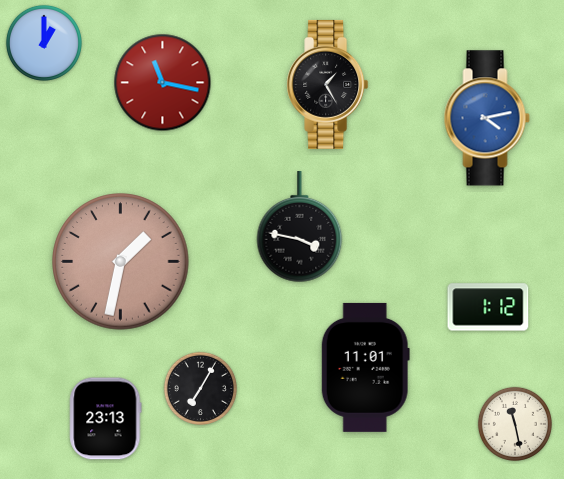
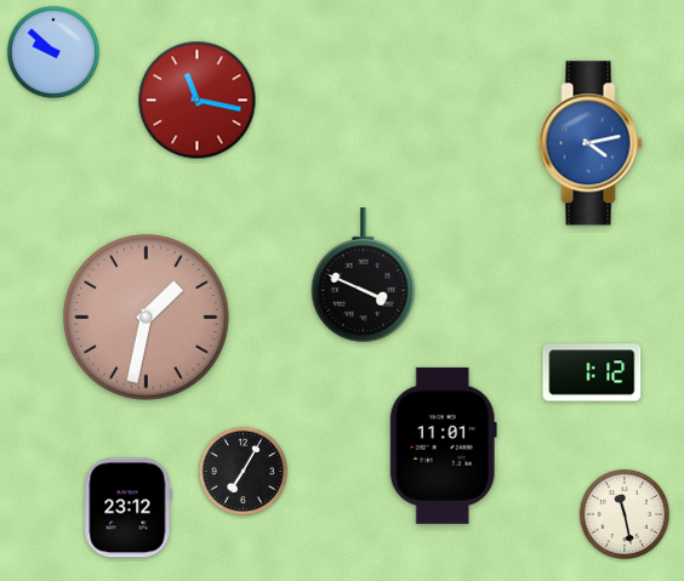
clock at (44, 43): 1:00 -> 9:52
clock at (328, 84): 1:25 -> none
clock at (300, 227): 3:47 -> 3:49
clock at (106, 419): 23:13 -> 23:12
